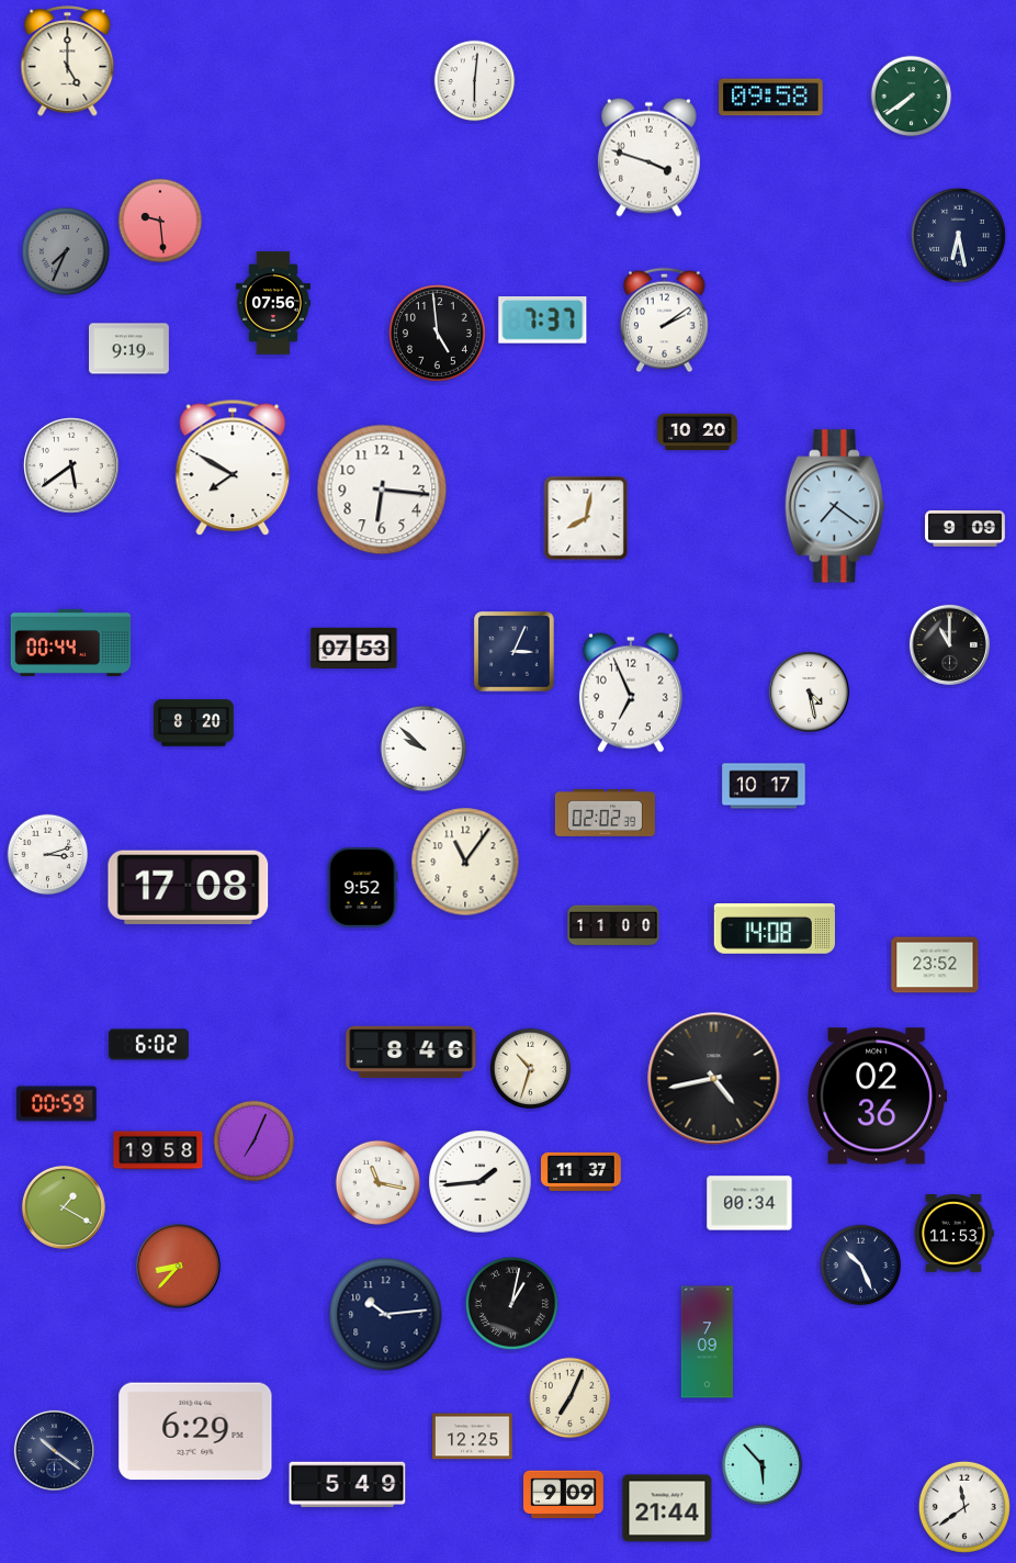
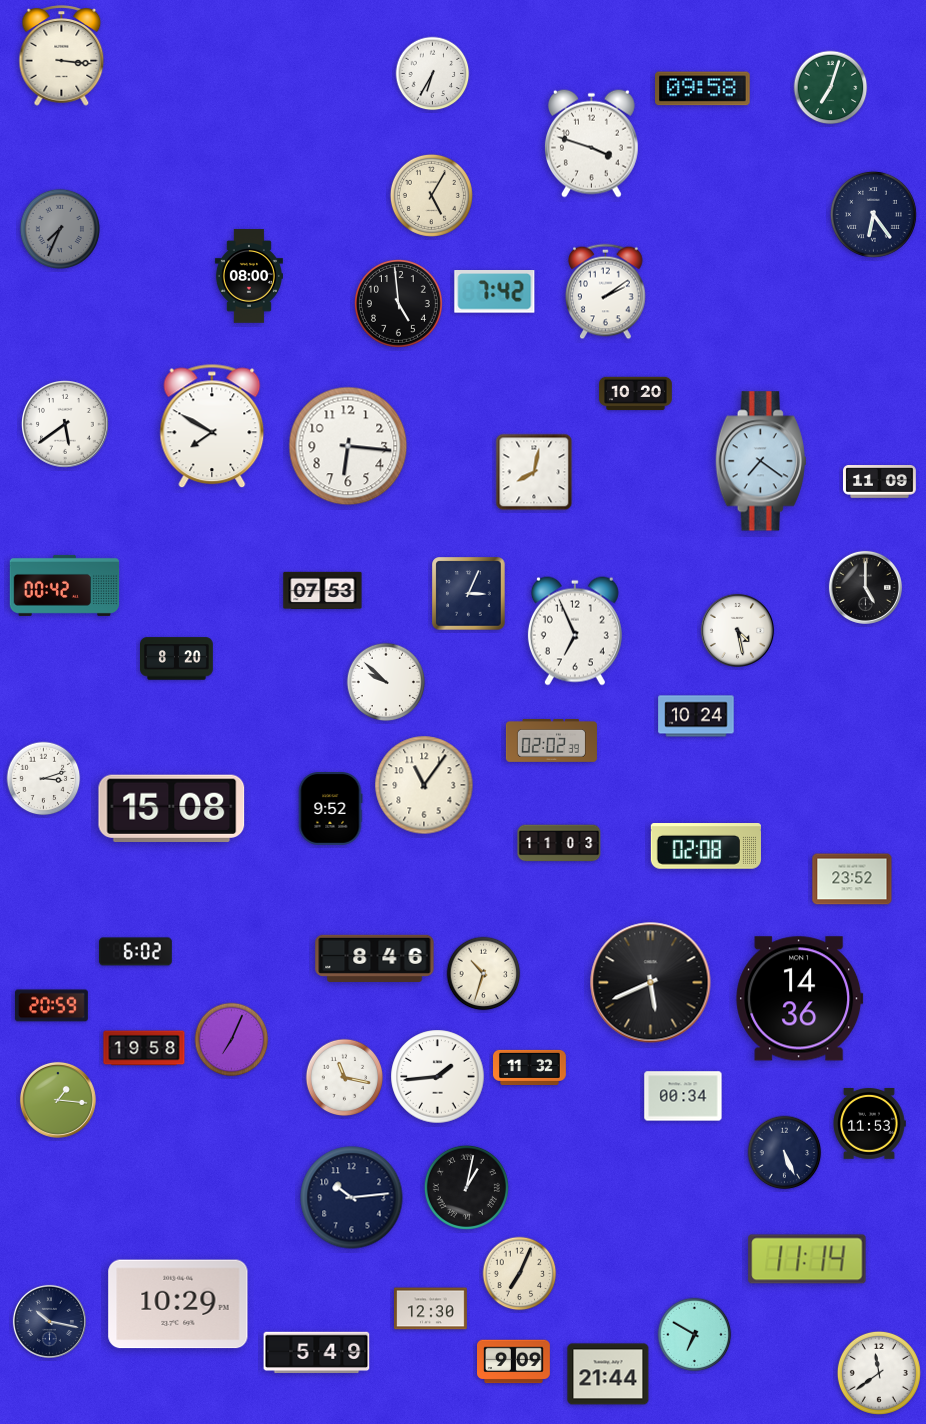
clock at (68, 61): 5:00 -> 3:16
clock at (475, 81): 6:01 -> 6:35
clock at (912, 97): 7:39 -> 7:03
clock at (431, 195): none -> 5:05
clock at (160, 221): 9:29 -> none
clock at (958, 235): 6:28 -> 6:24
clock at (273, 303): 07:56 -> 08:00
clock at (543, 321): 7:37 -> 7:42
clock at (129, 349): 9:19 -> none
clock at (966, 529): 9:09 -> 11:09
clock at (71, 642): 00:44 -> 00:42
clock at (949, 644): 11:00 -> 5:00
clock at (764, 786): 10:17 -> 10:24
clock at (189, 887): 17:08 -> 15:08
clock at (613, 925): 11:00 -> 11:03
clock at (775, 930): 14:08 -> 02:08
clock at (714, 1079): 4:43 -> 5:41
clock at (878, 1097): 02:36 -> 14:36
clock at (57, 1104): 00:59 -> 20:59
clock at (582, 1171): 11:37 -> 11:32
clock at (64, 1207): 1:20 -> 1:16
clock at (178, 1266): 8:37 -> none
clock at (861, 1266): 10:26 -> 5:26
clock at (707, 1342): 7:09 -> none
clock at (807, 1259): none -> 11:14
clock at (195, 1431): 6:29 -> 10:29
clock at (473, 1437): 12:25 -> 12:30
clock at (54, 1450): 10:21 -> 10:17
clock at (763, 1465): 5:53 -> 6:50
